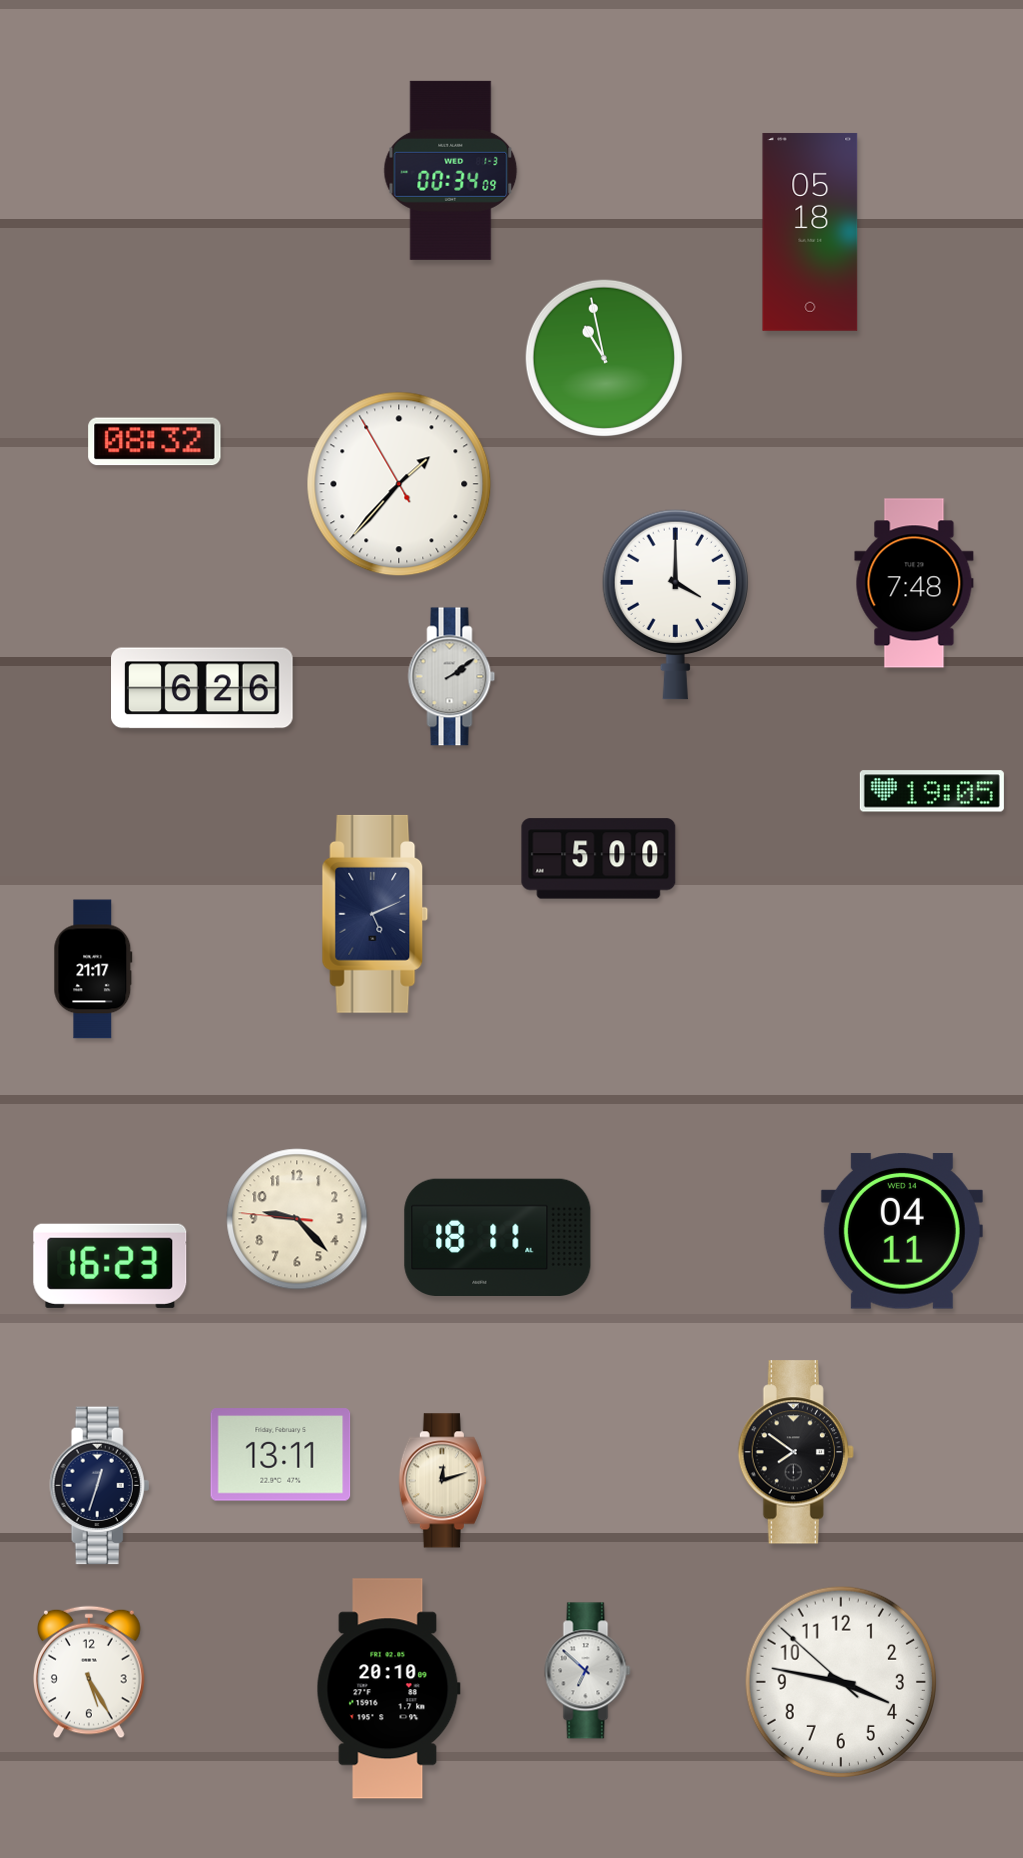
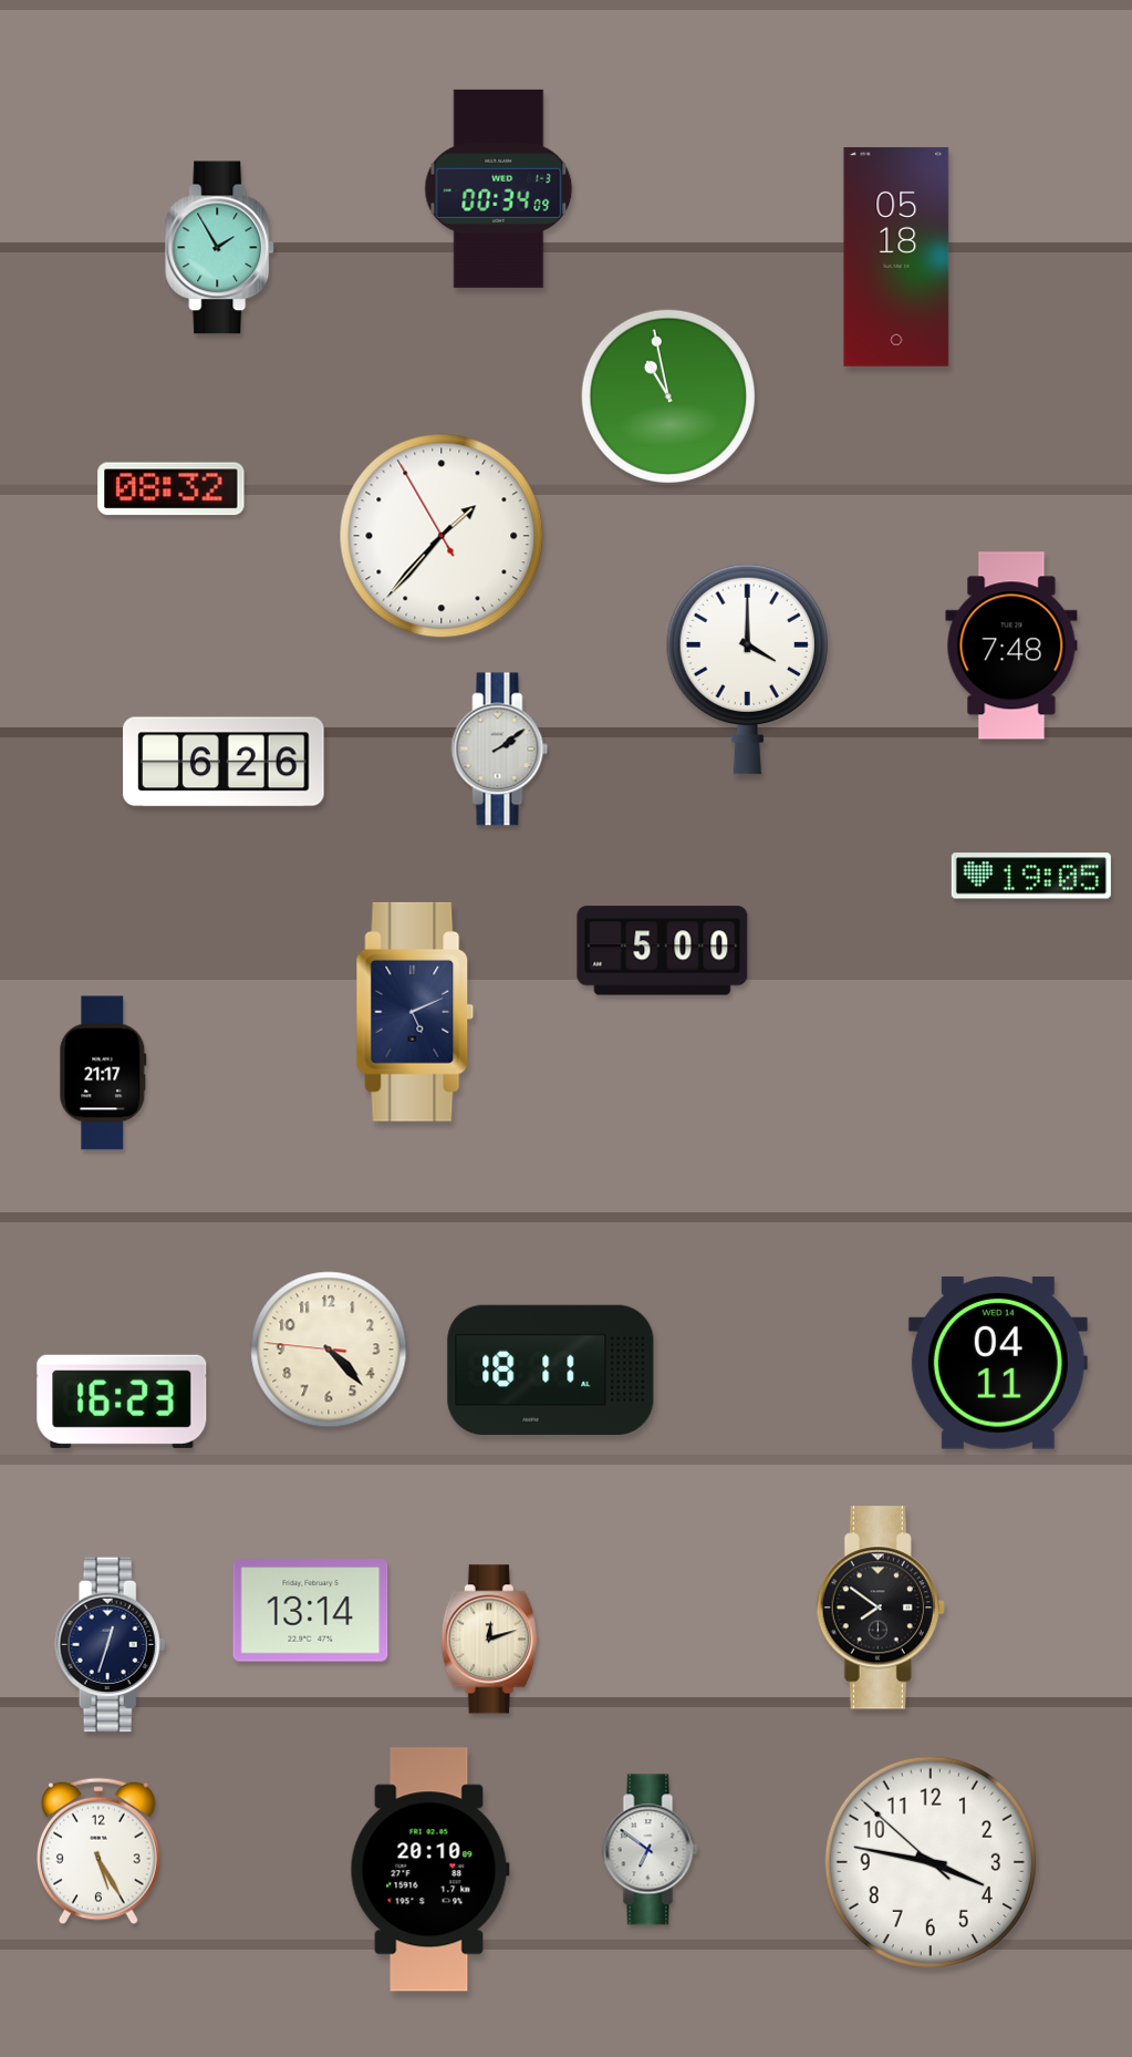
clock at (220, 248): none -> 1:55
clock at (297, 1219): 9:22 -> 4:22
clock at (281, 1455): 13:11 -> 13:14
clock at (588, 1671): 6:52 -> 6:51
